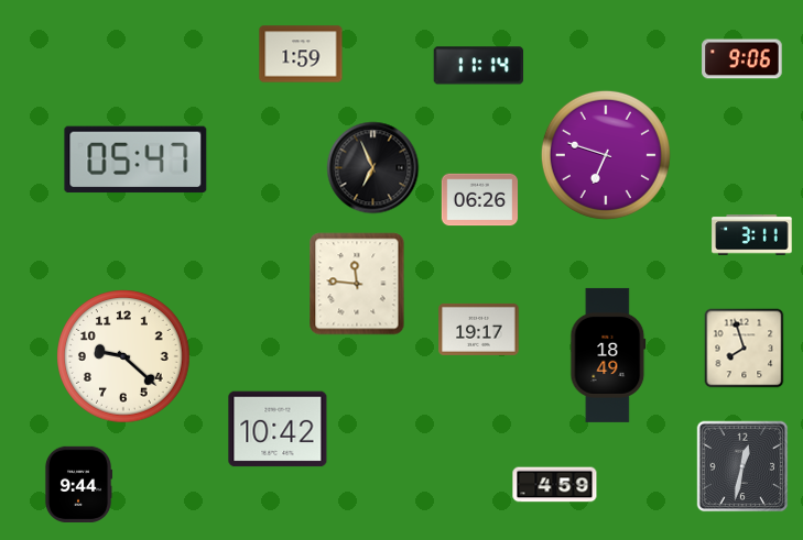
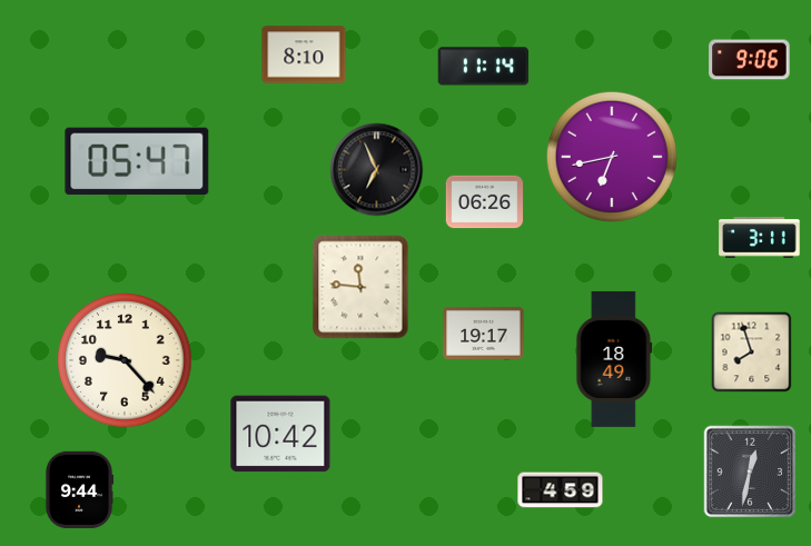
clock at (301, 54): 1:59 -> 8:10
clock at (606, 155): 6:48 -> 6:43
clock at (123, 356): 9:22 -> 9:23
